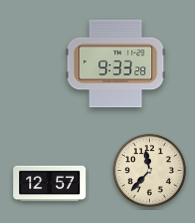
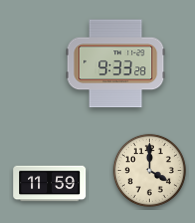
clock at (149, 170): 11:37 -> 4:00
clock at (50, 184): 12:57 -> 11:59
